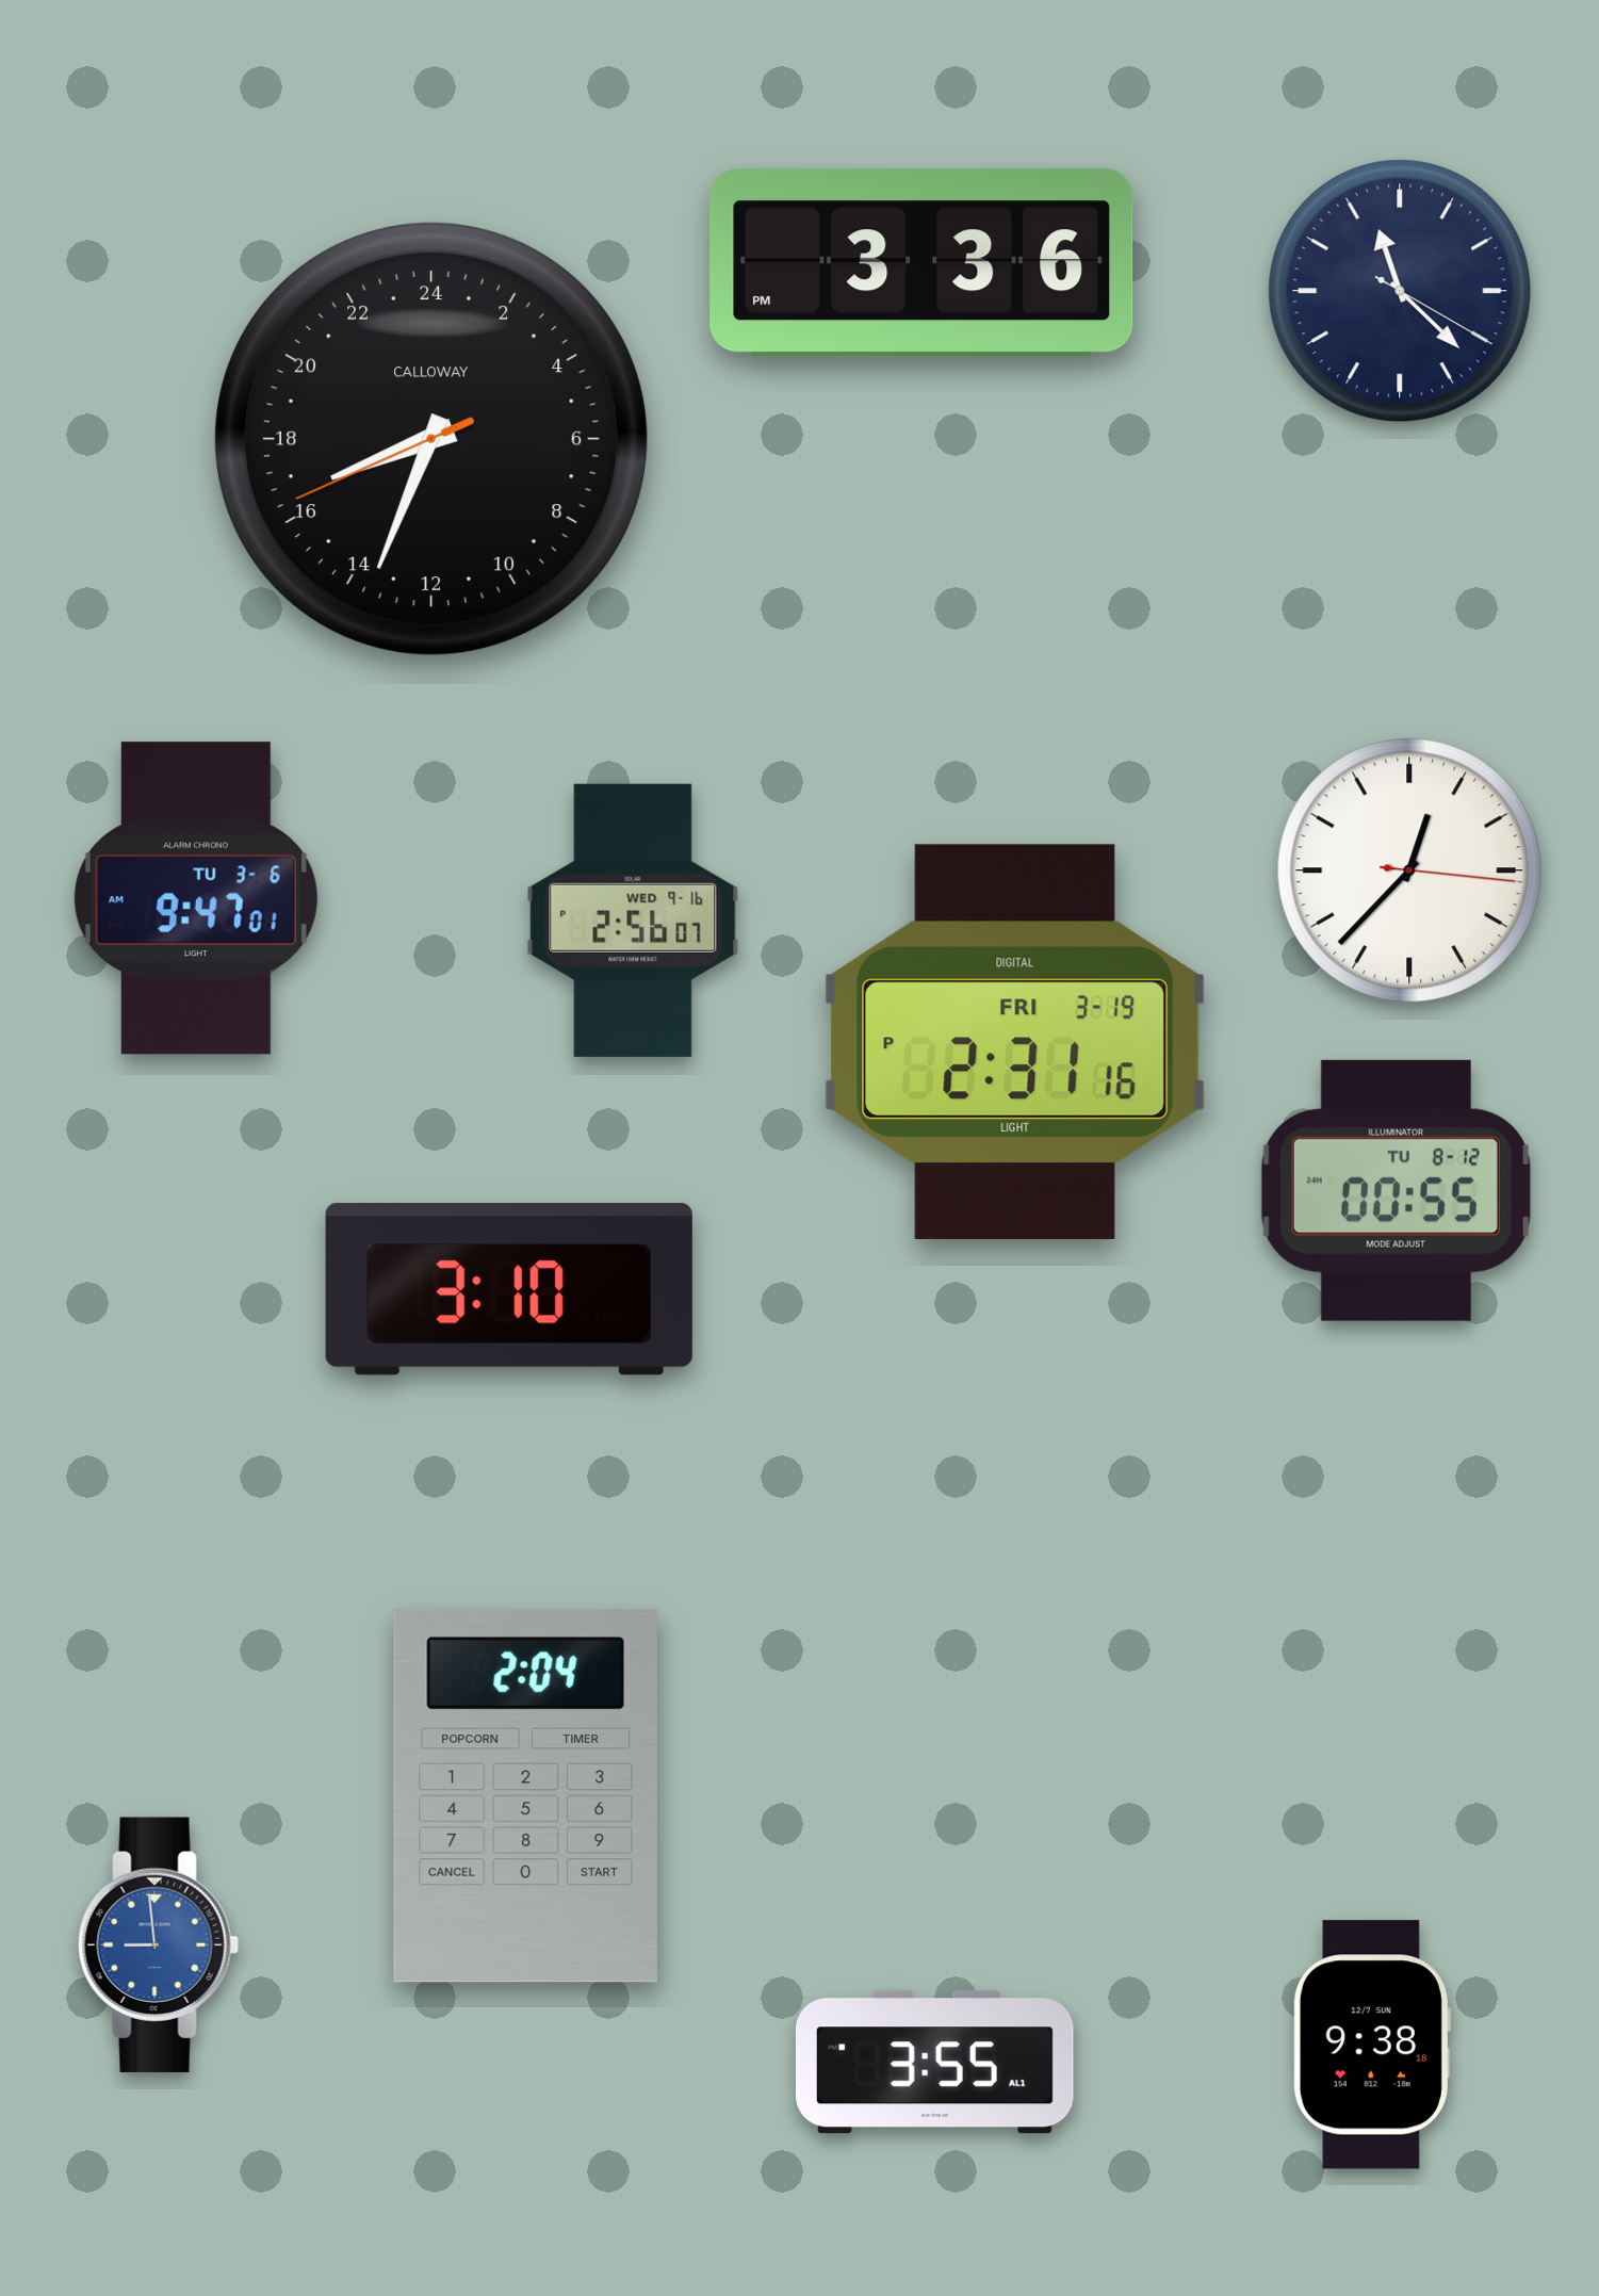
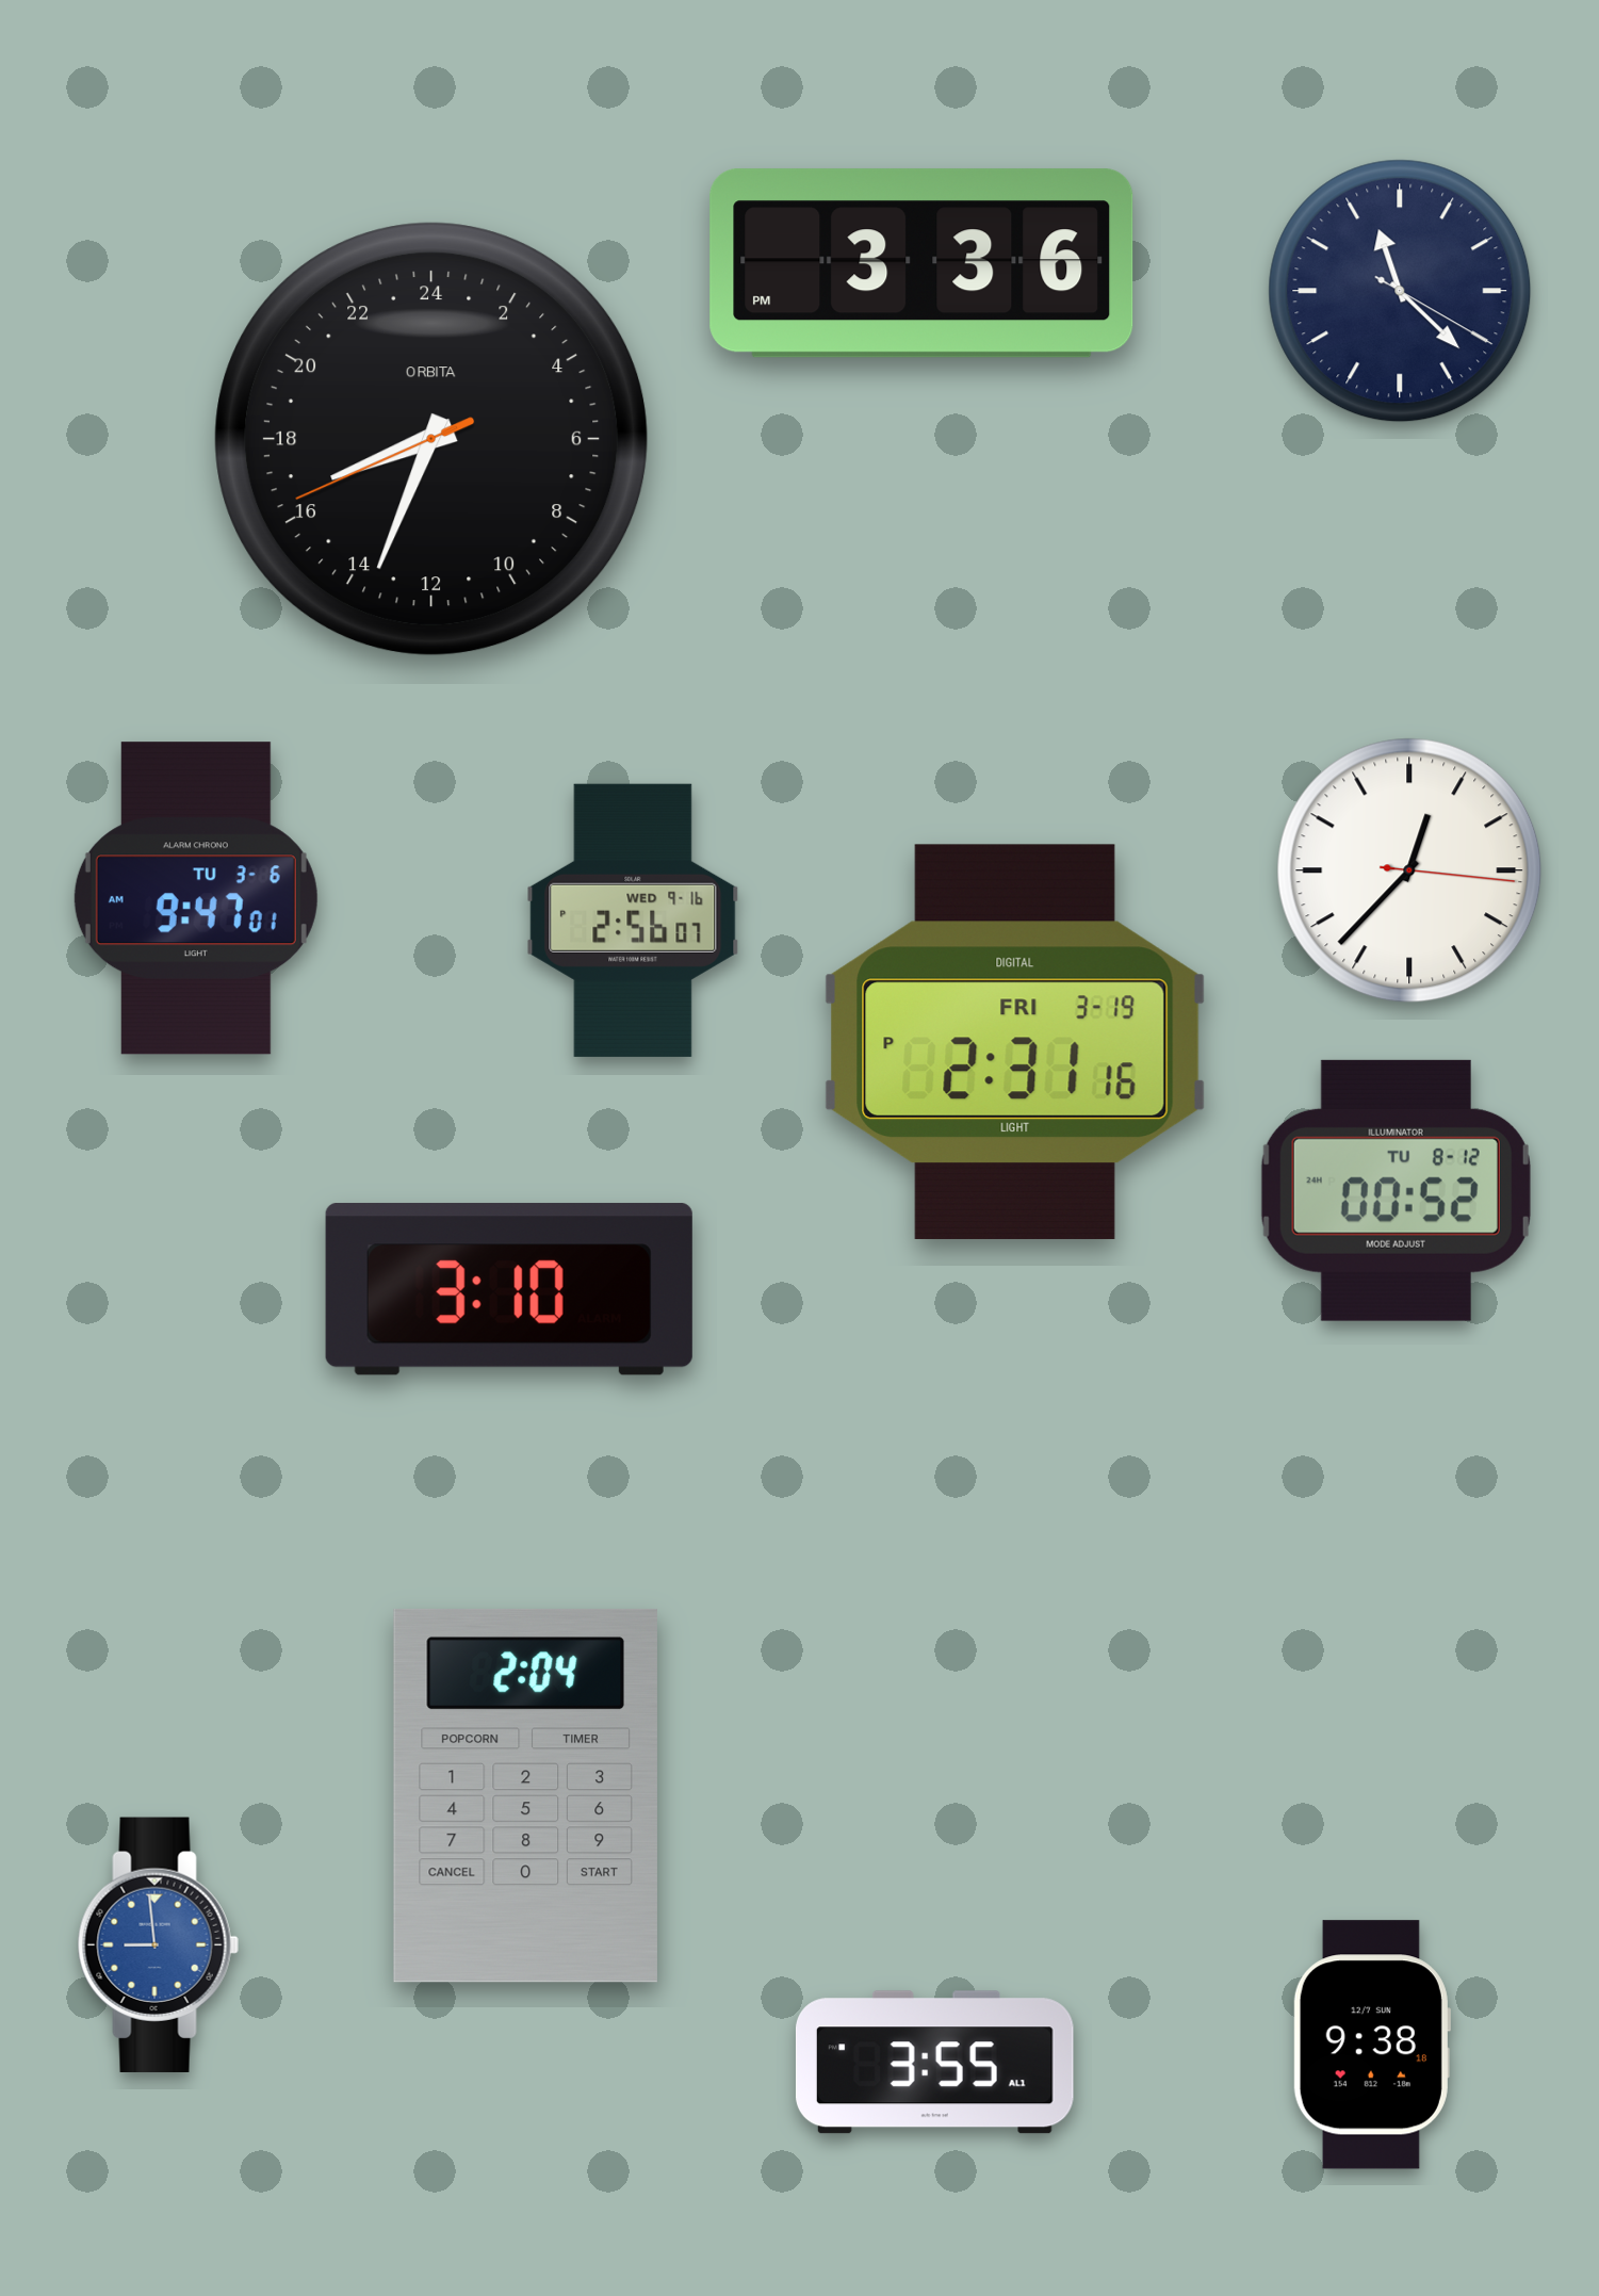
clock at (431, 439) brand: CALLOWAY -> ORBITA
clock at (1396, 1190): 00:55 -> 00:52
